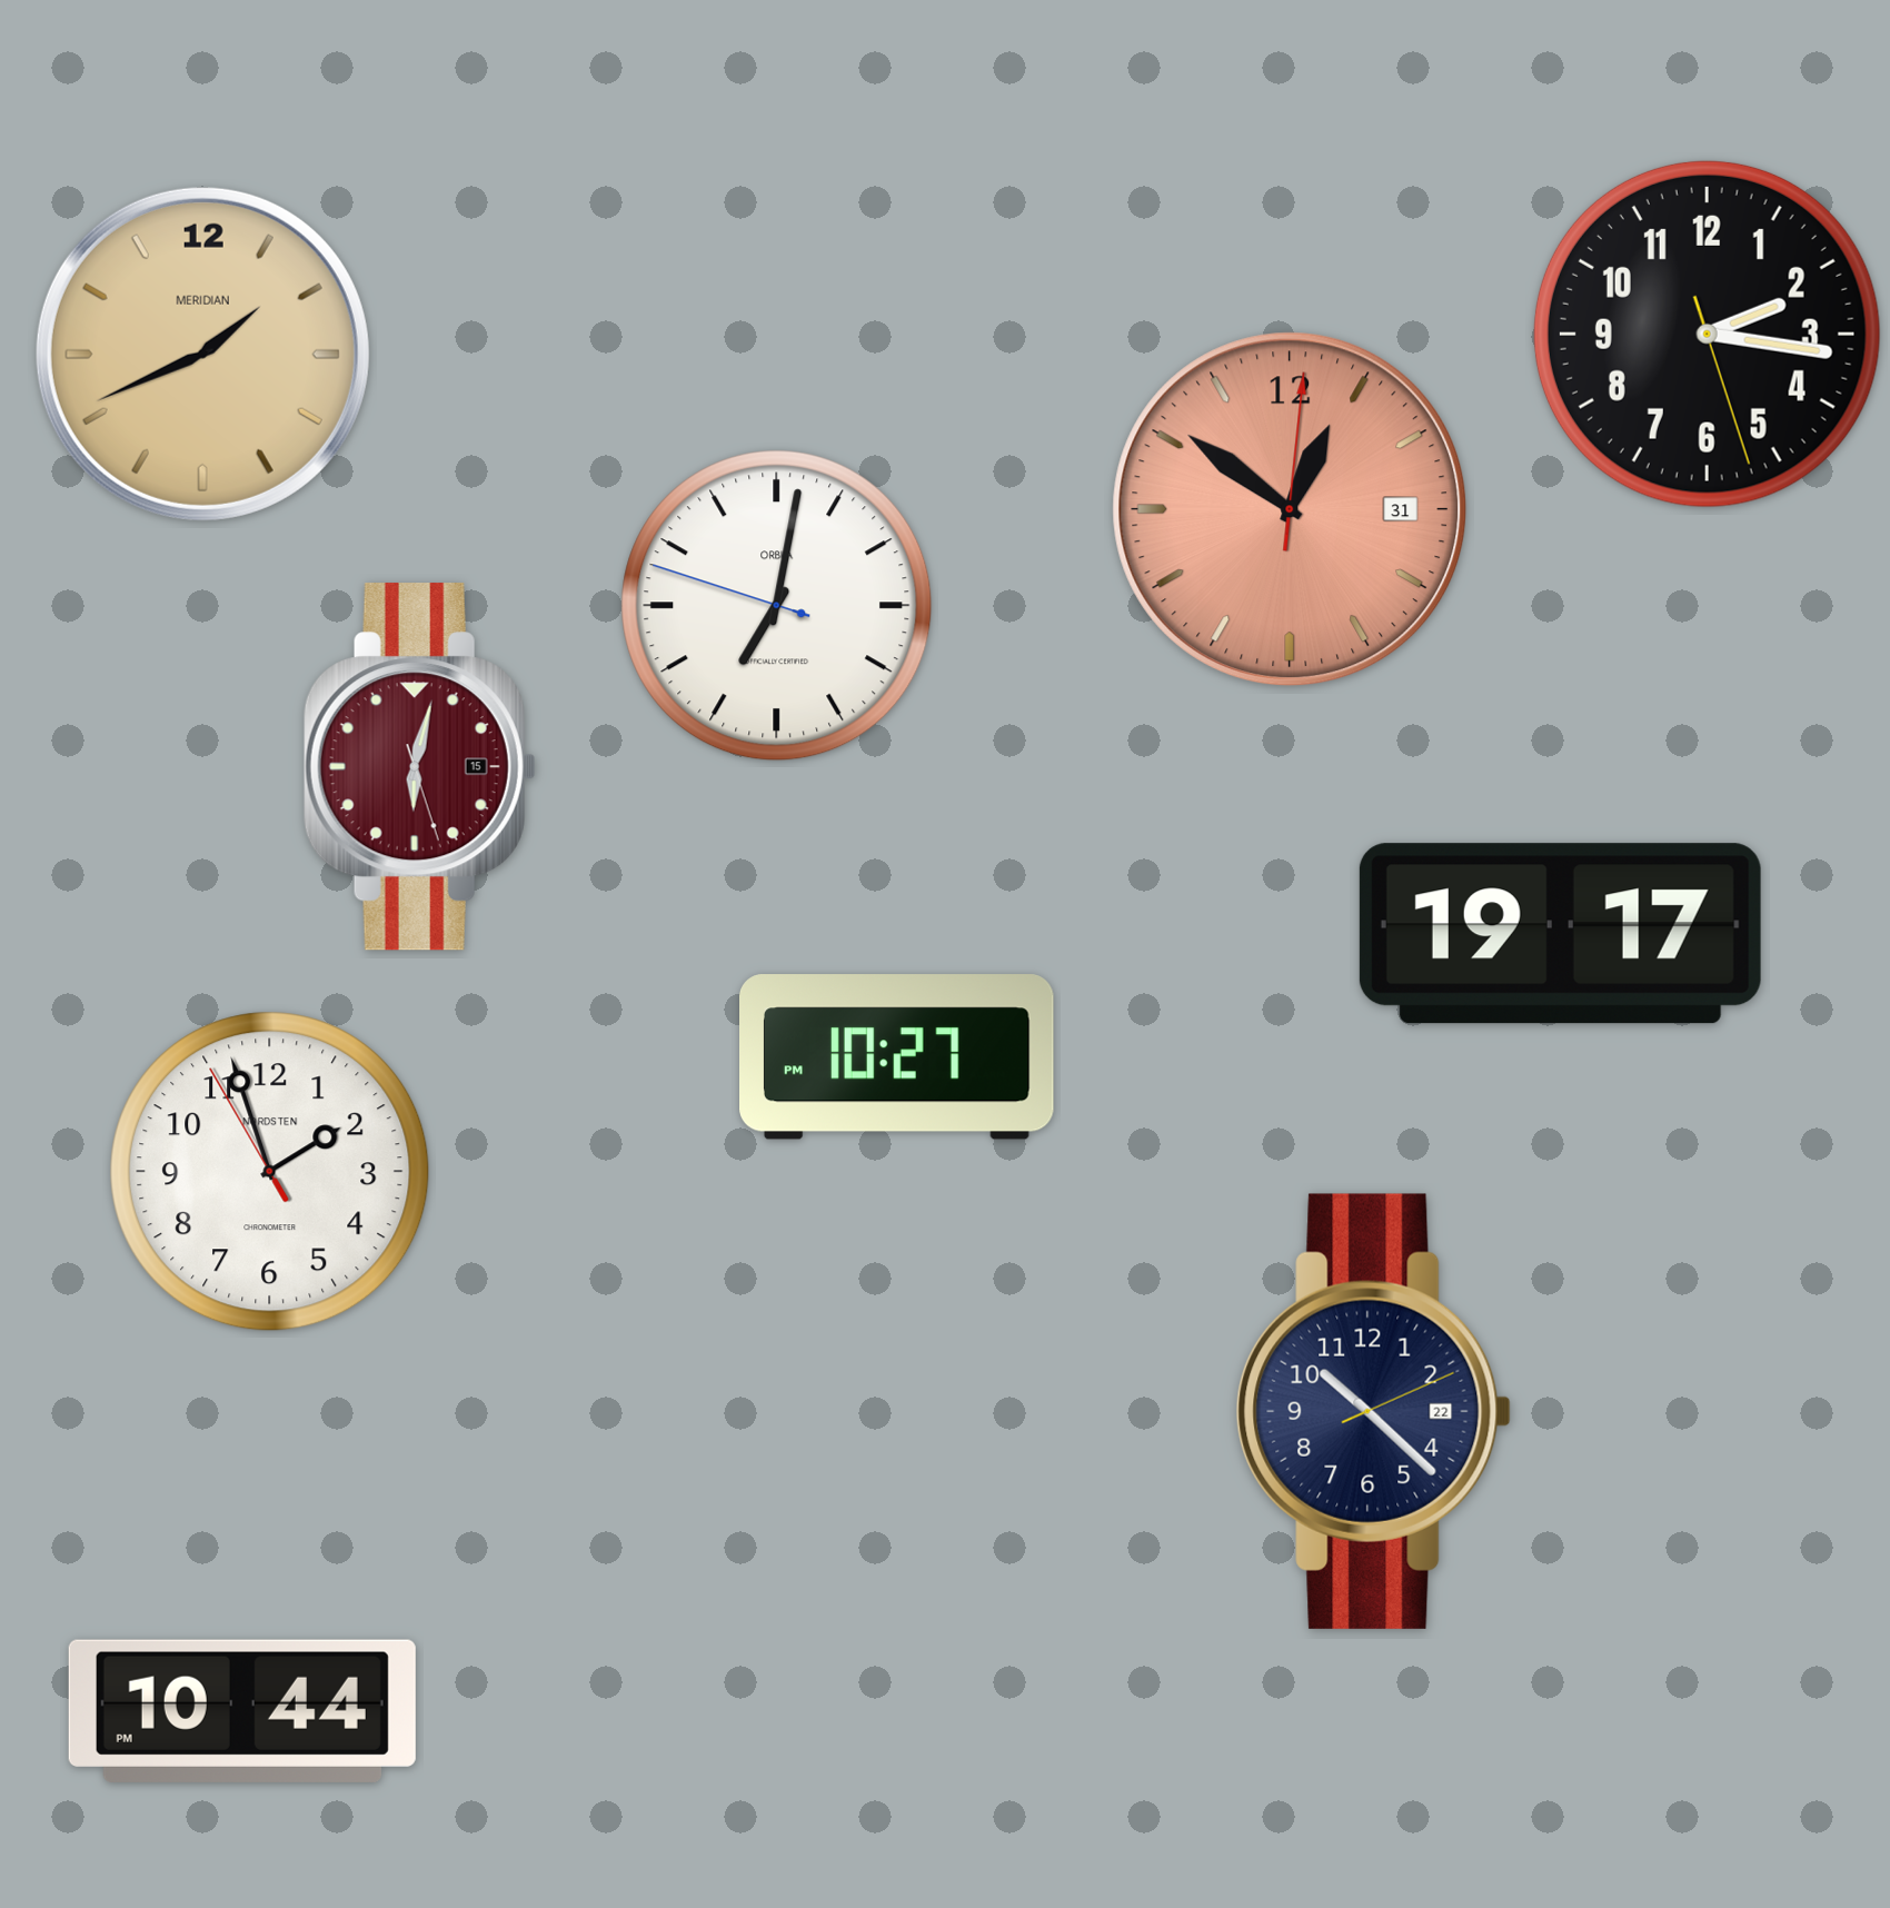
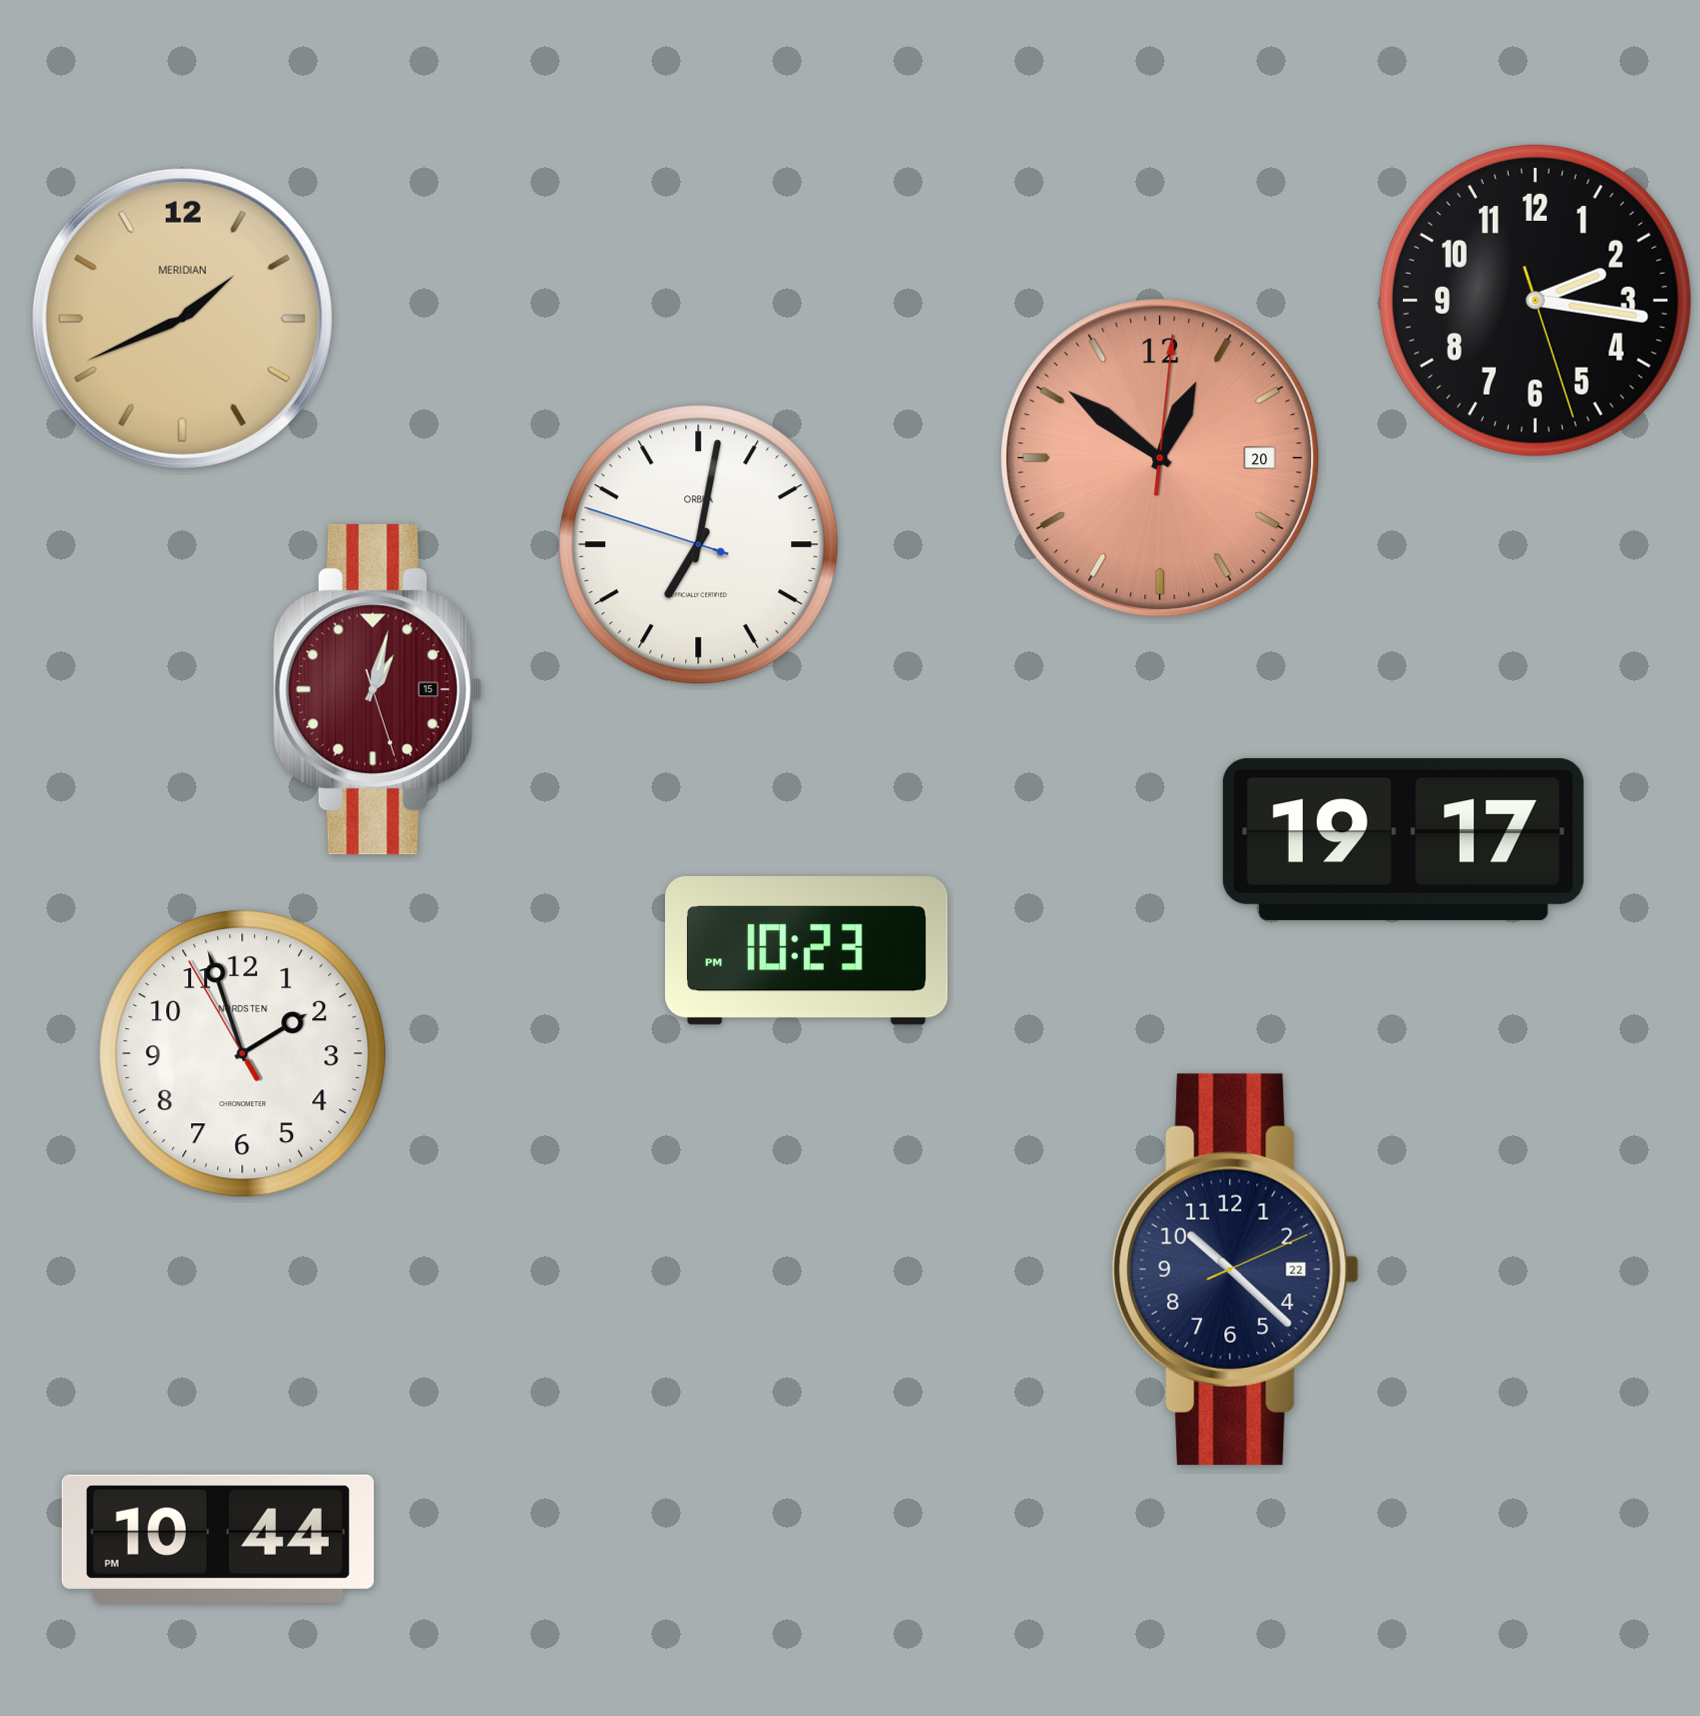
clock at (1290, 509) date: 31 -> 20
clock at (419, 767): 6:02 -> 1:02
clock at (897, 1057): 10:27 -> 10:23
